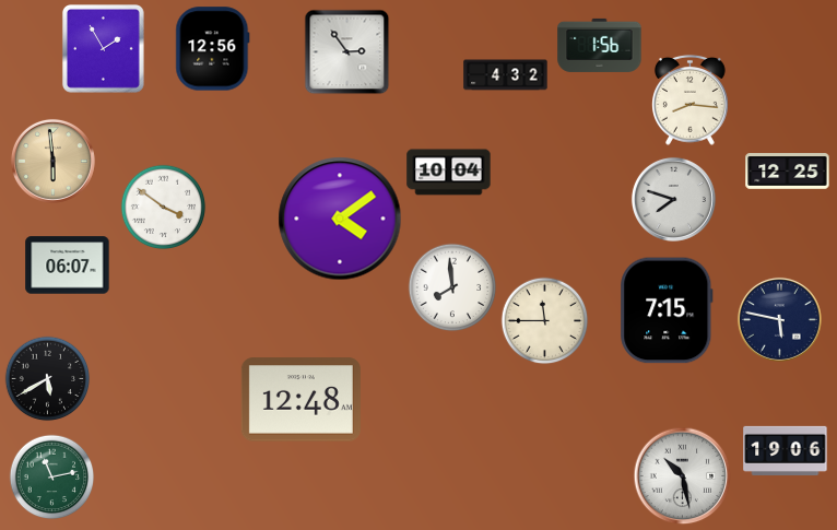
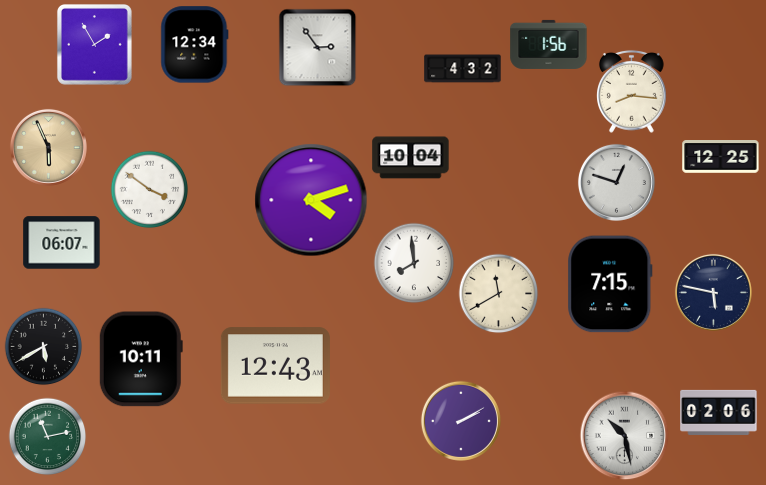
clock at (600, 45) position: (600, 45) -> (549, 44)
clock at (213, 49): 12:56 -> 12:34
clock at (52, 161): 5:59 -> 5:56
clock at (673, 199): 7:48 -> 12:48
clock at (340, 219): 4:09 -> 4:12
clock at (544, 320): 11:45 -> 11:40
clock at (141, 359): none -> 10:11
clock at (300, 400): 12:48 -> 12:43
clock at (786, 450): 19:06 -> 02:06
clock at (461, 421): none -> 2:10
